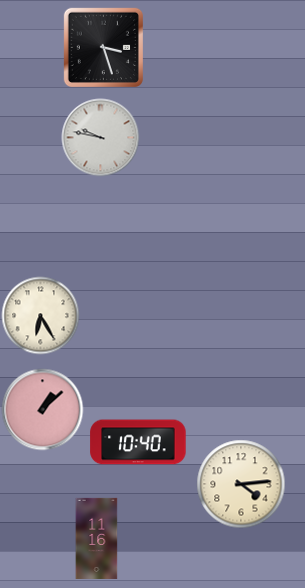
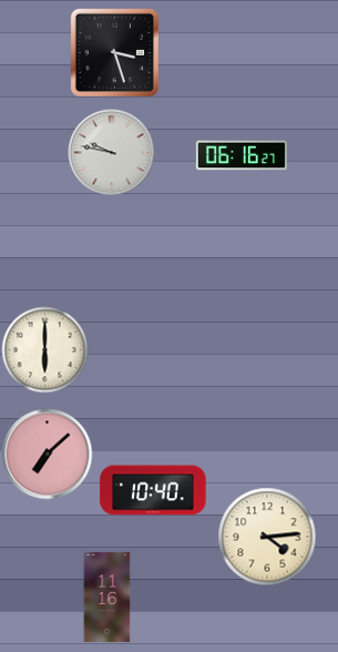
clock at (242, 155): none -> 06:16
clock at (40, 315): 6:25 -> 6:00
clock at (42, 409): 1:08 -> 7:08
